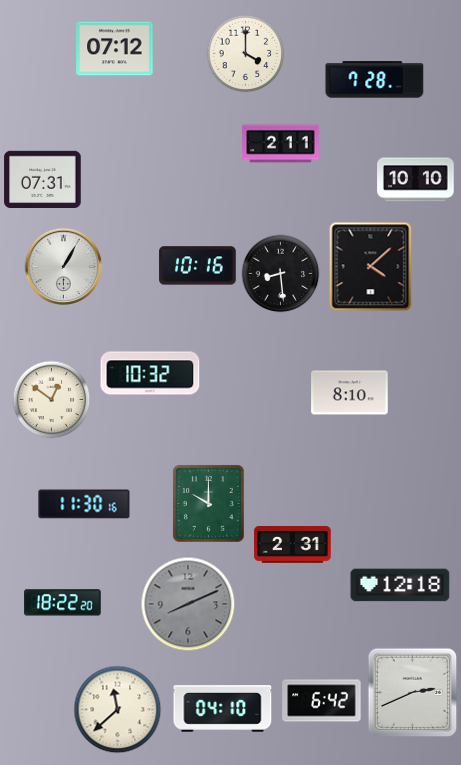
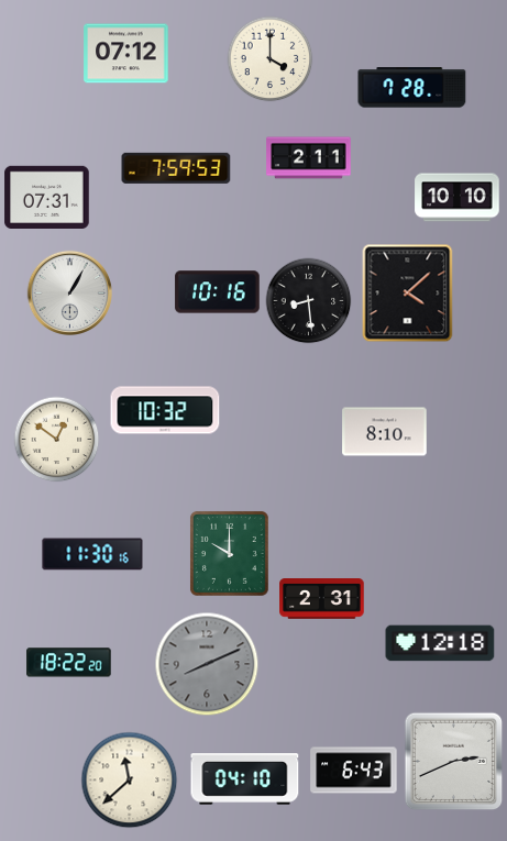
clock at (176, 168): none -> 7:59
clock at (322, 701): 6:42 -> 6:43
